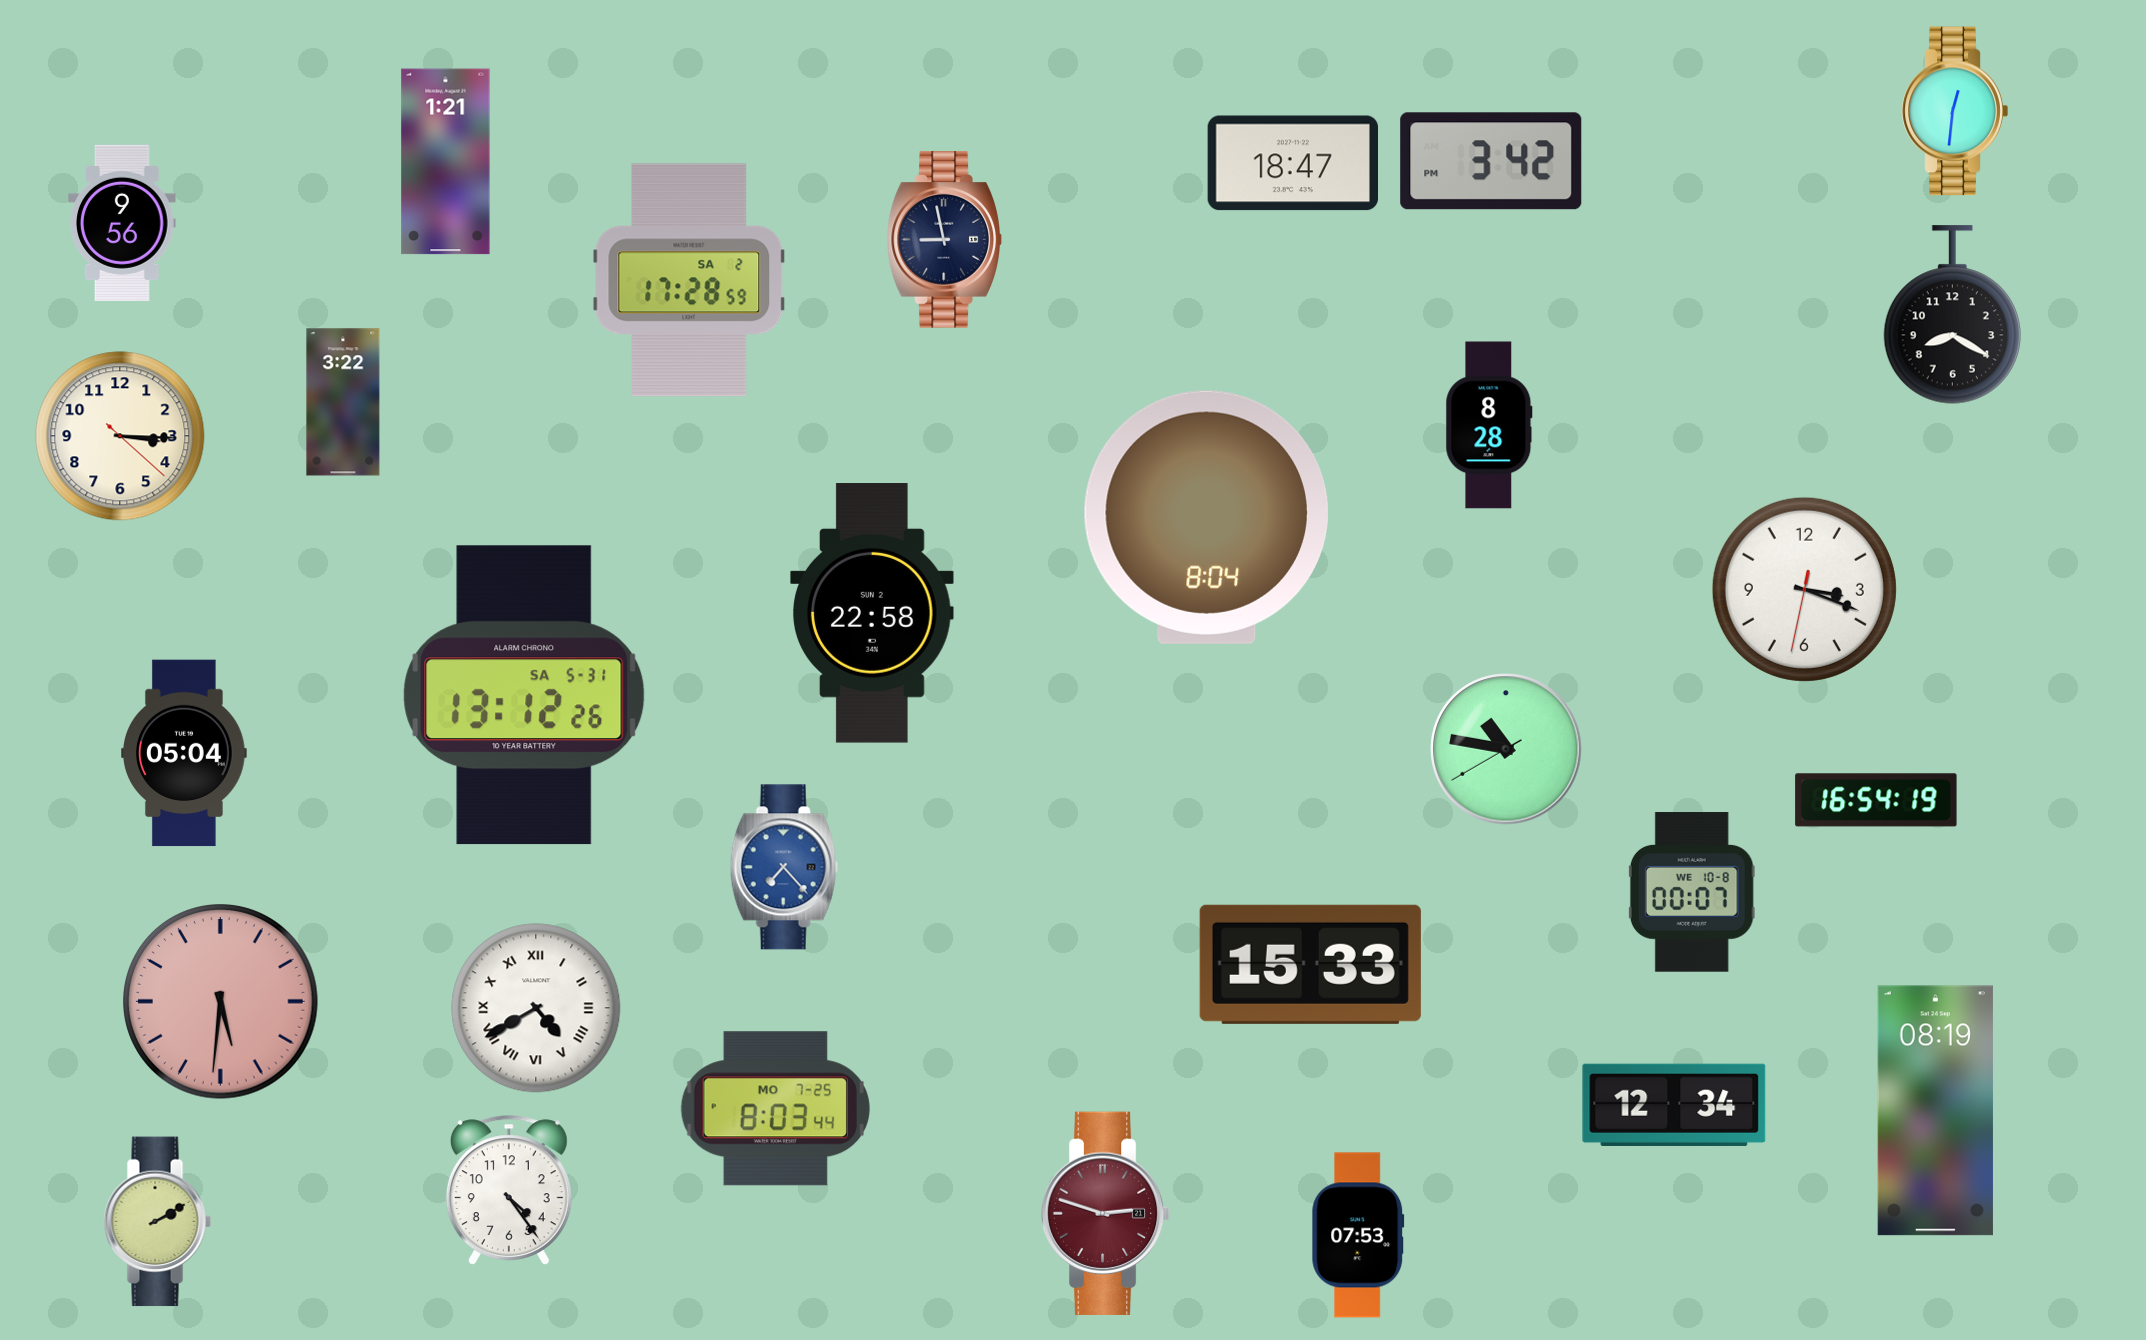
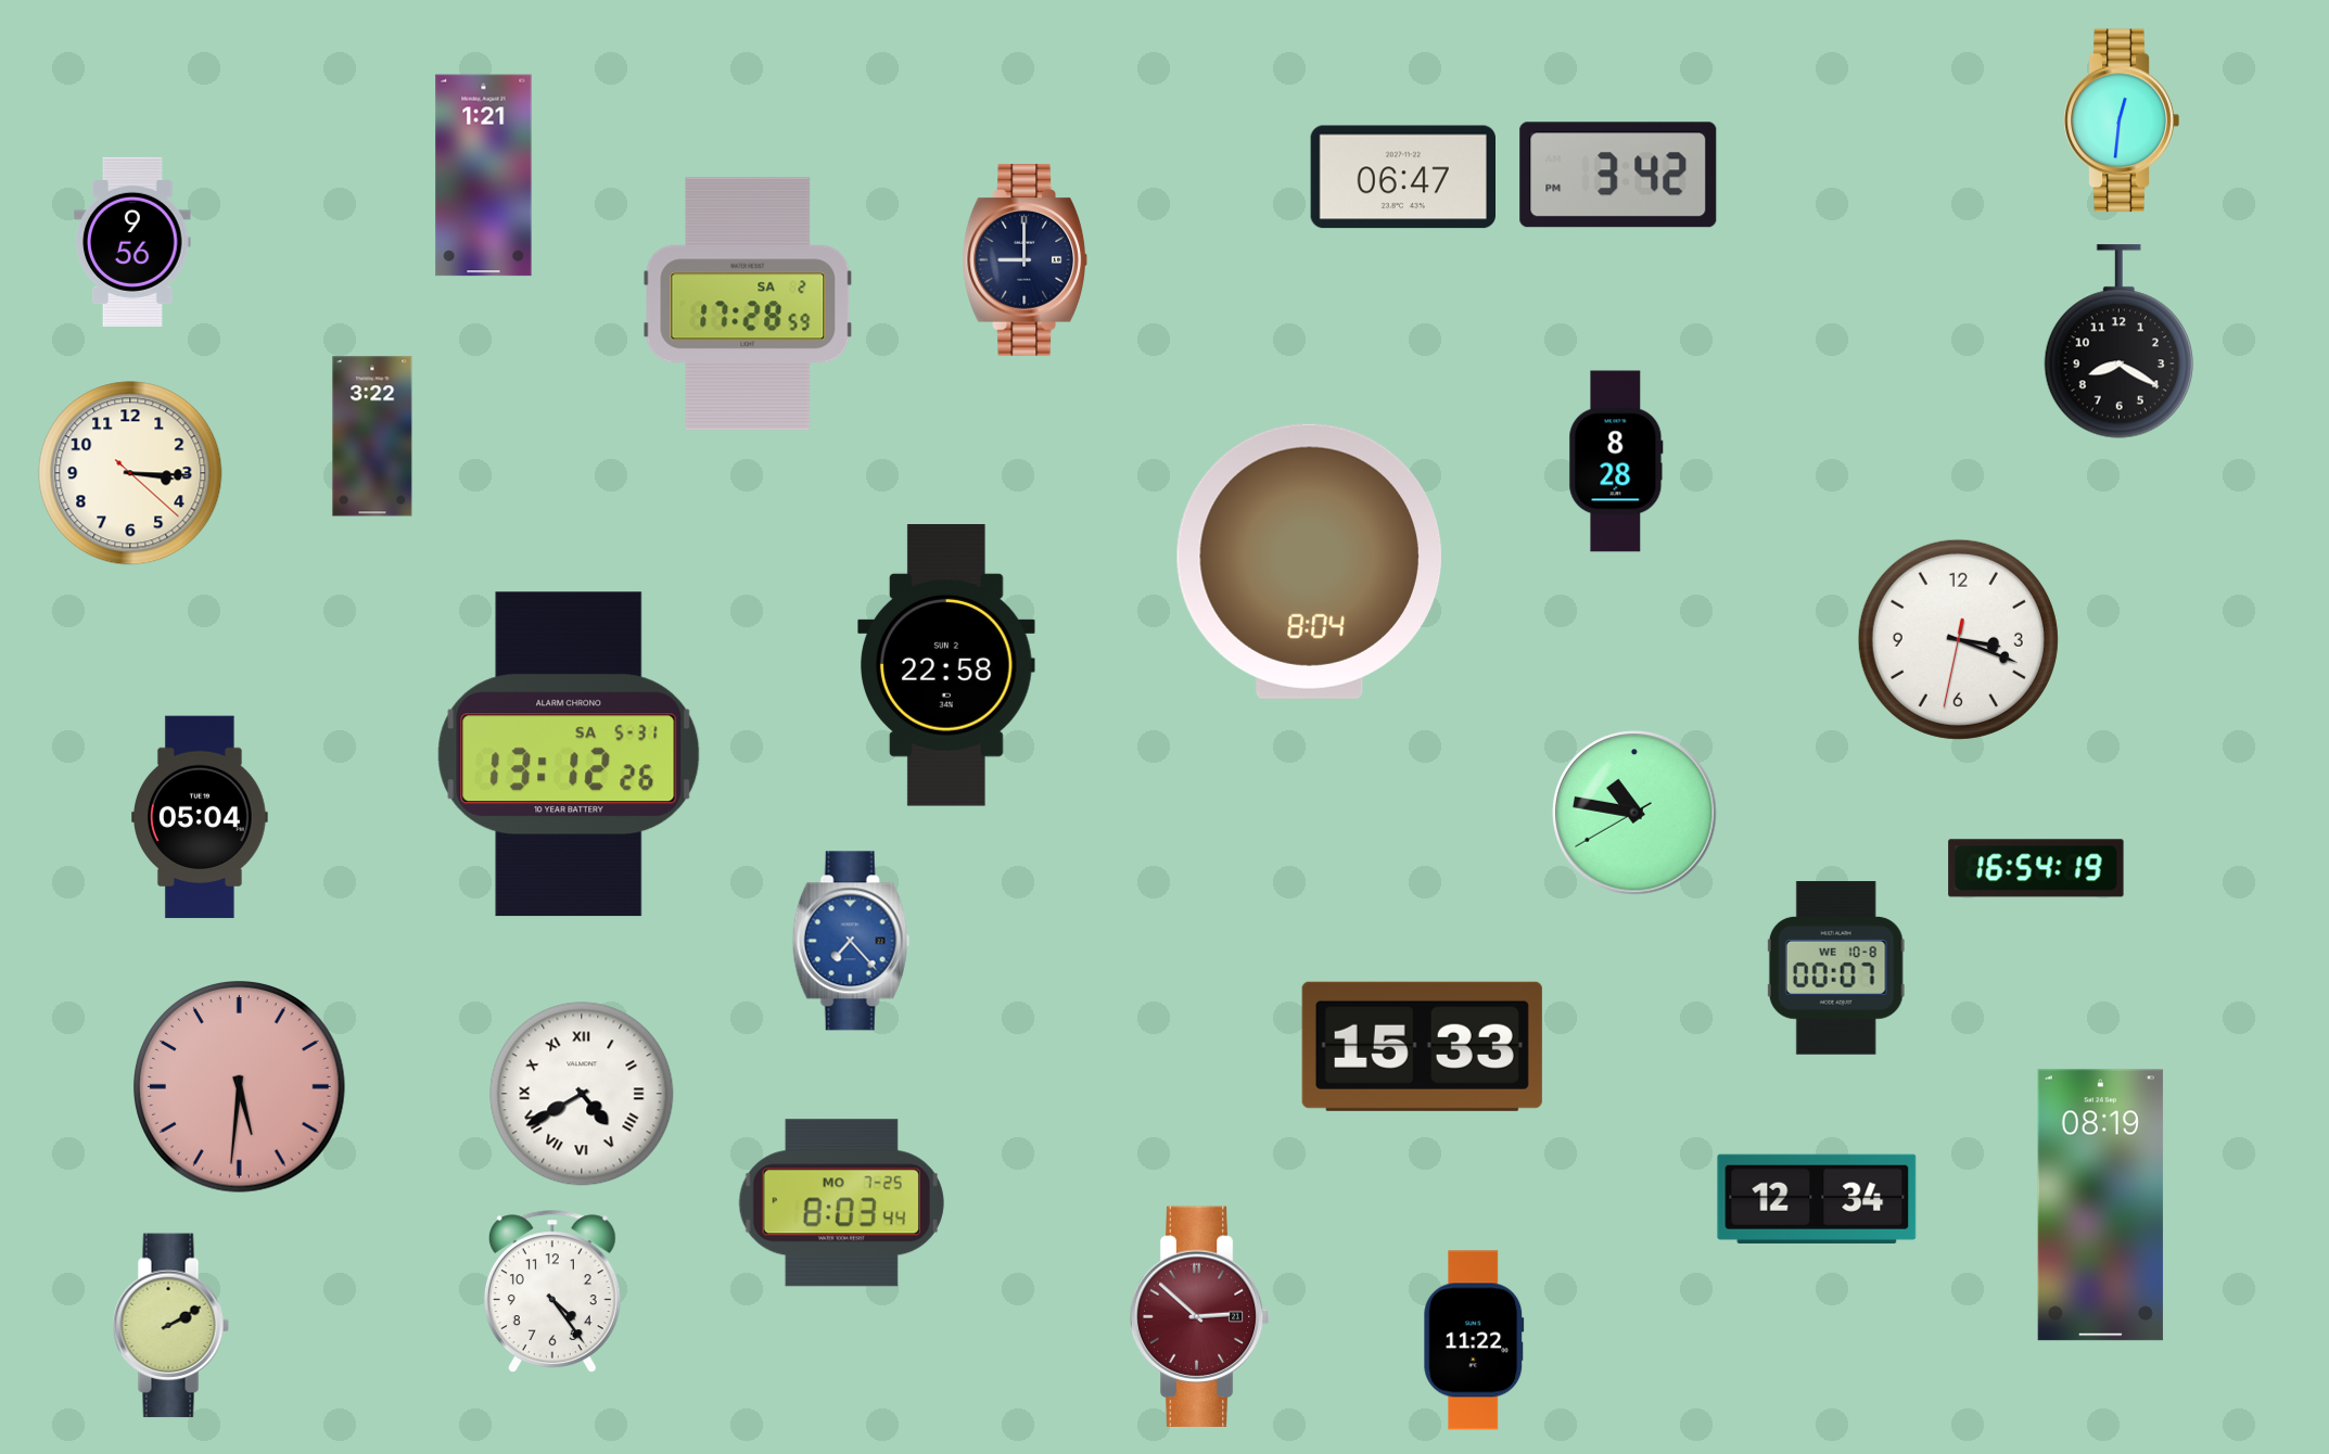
clock at (1292, 163): 18:47 -> 06:47
clock at (944, 240): 8:58 -> 9:00
clock at (1106, 1213): 2:48 -> 2:52
clock at (1358, 1235): 07:53 -> 11:22
